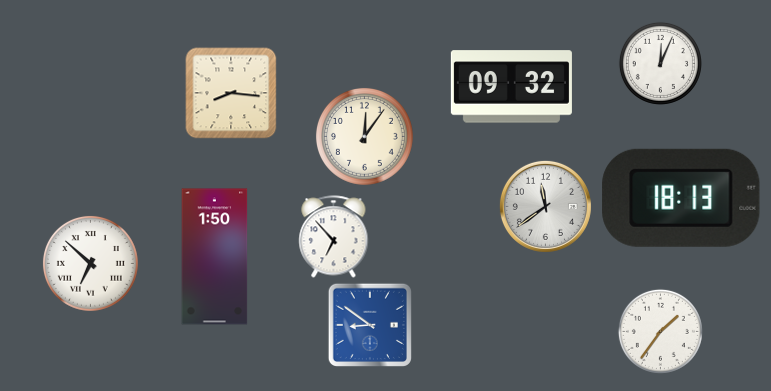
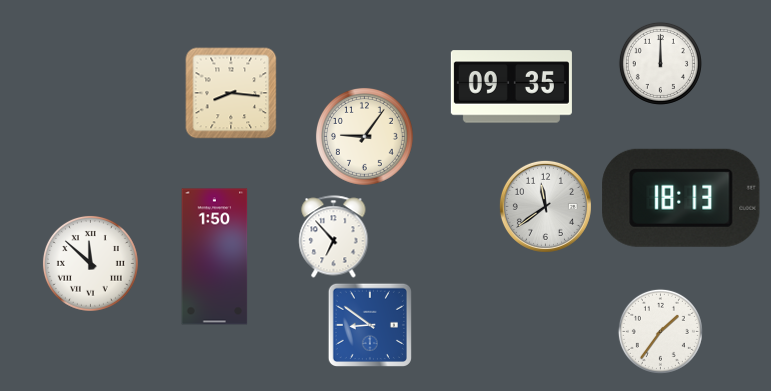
clock at (660, 63): 12:04 -> 12:00
clock at (511, 87): 09:32 -> 09:35
clock at (364, 136): 12:06 -> 9:06
clock at (90, 263): 6:52 -> 11:52
